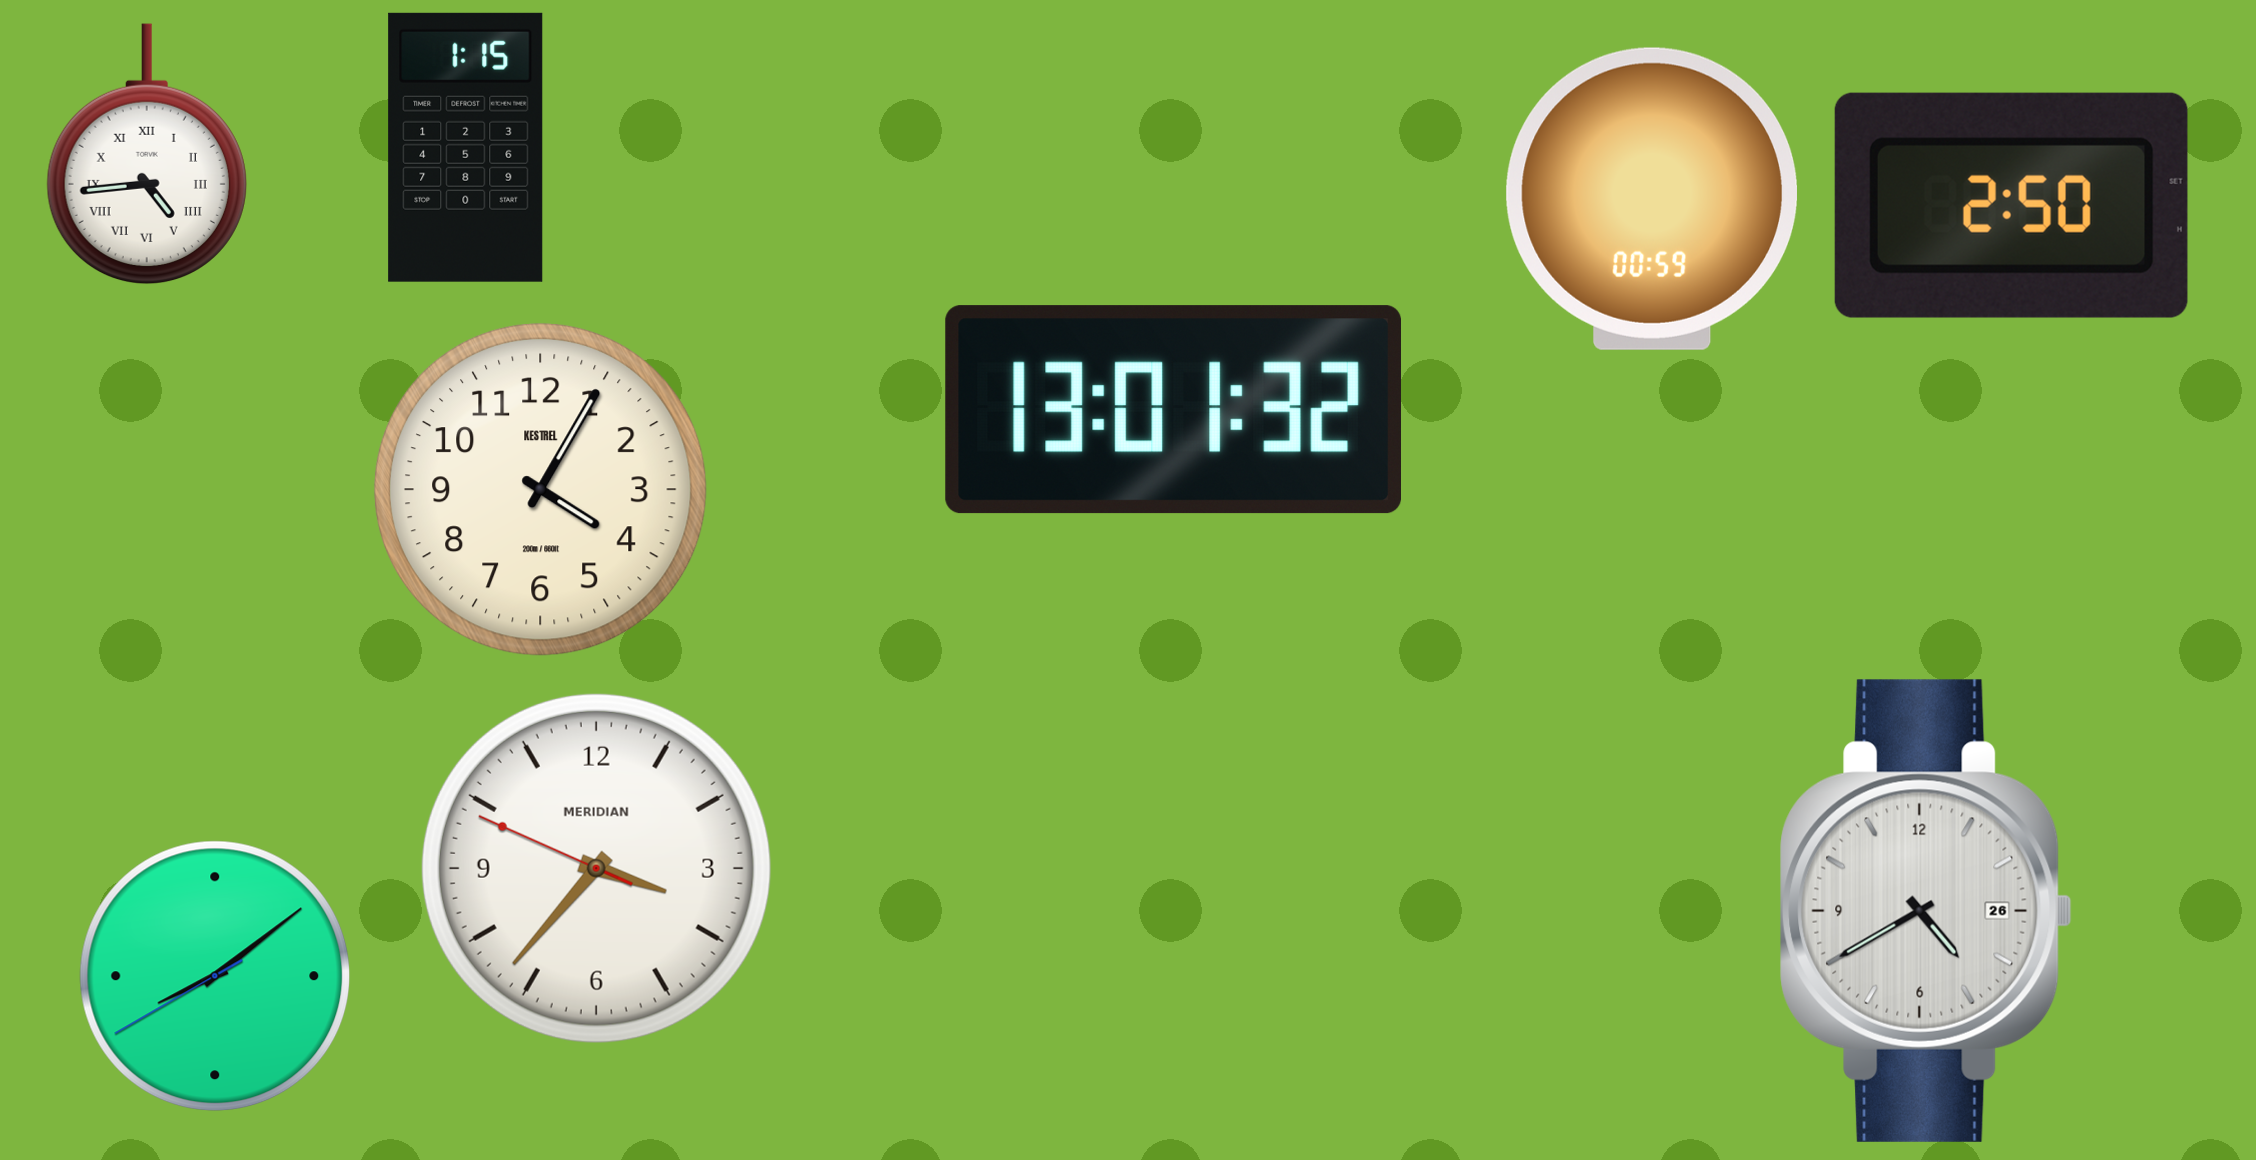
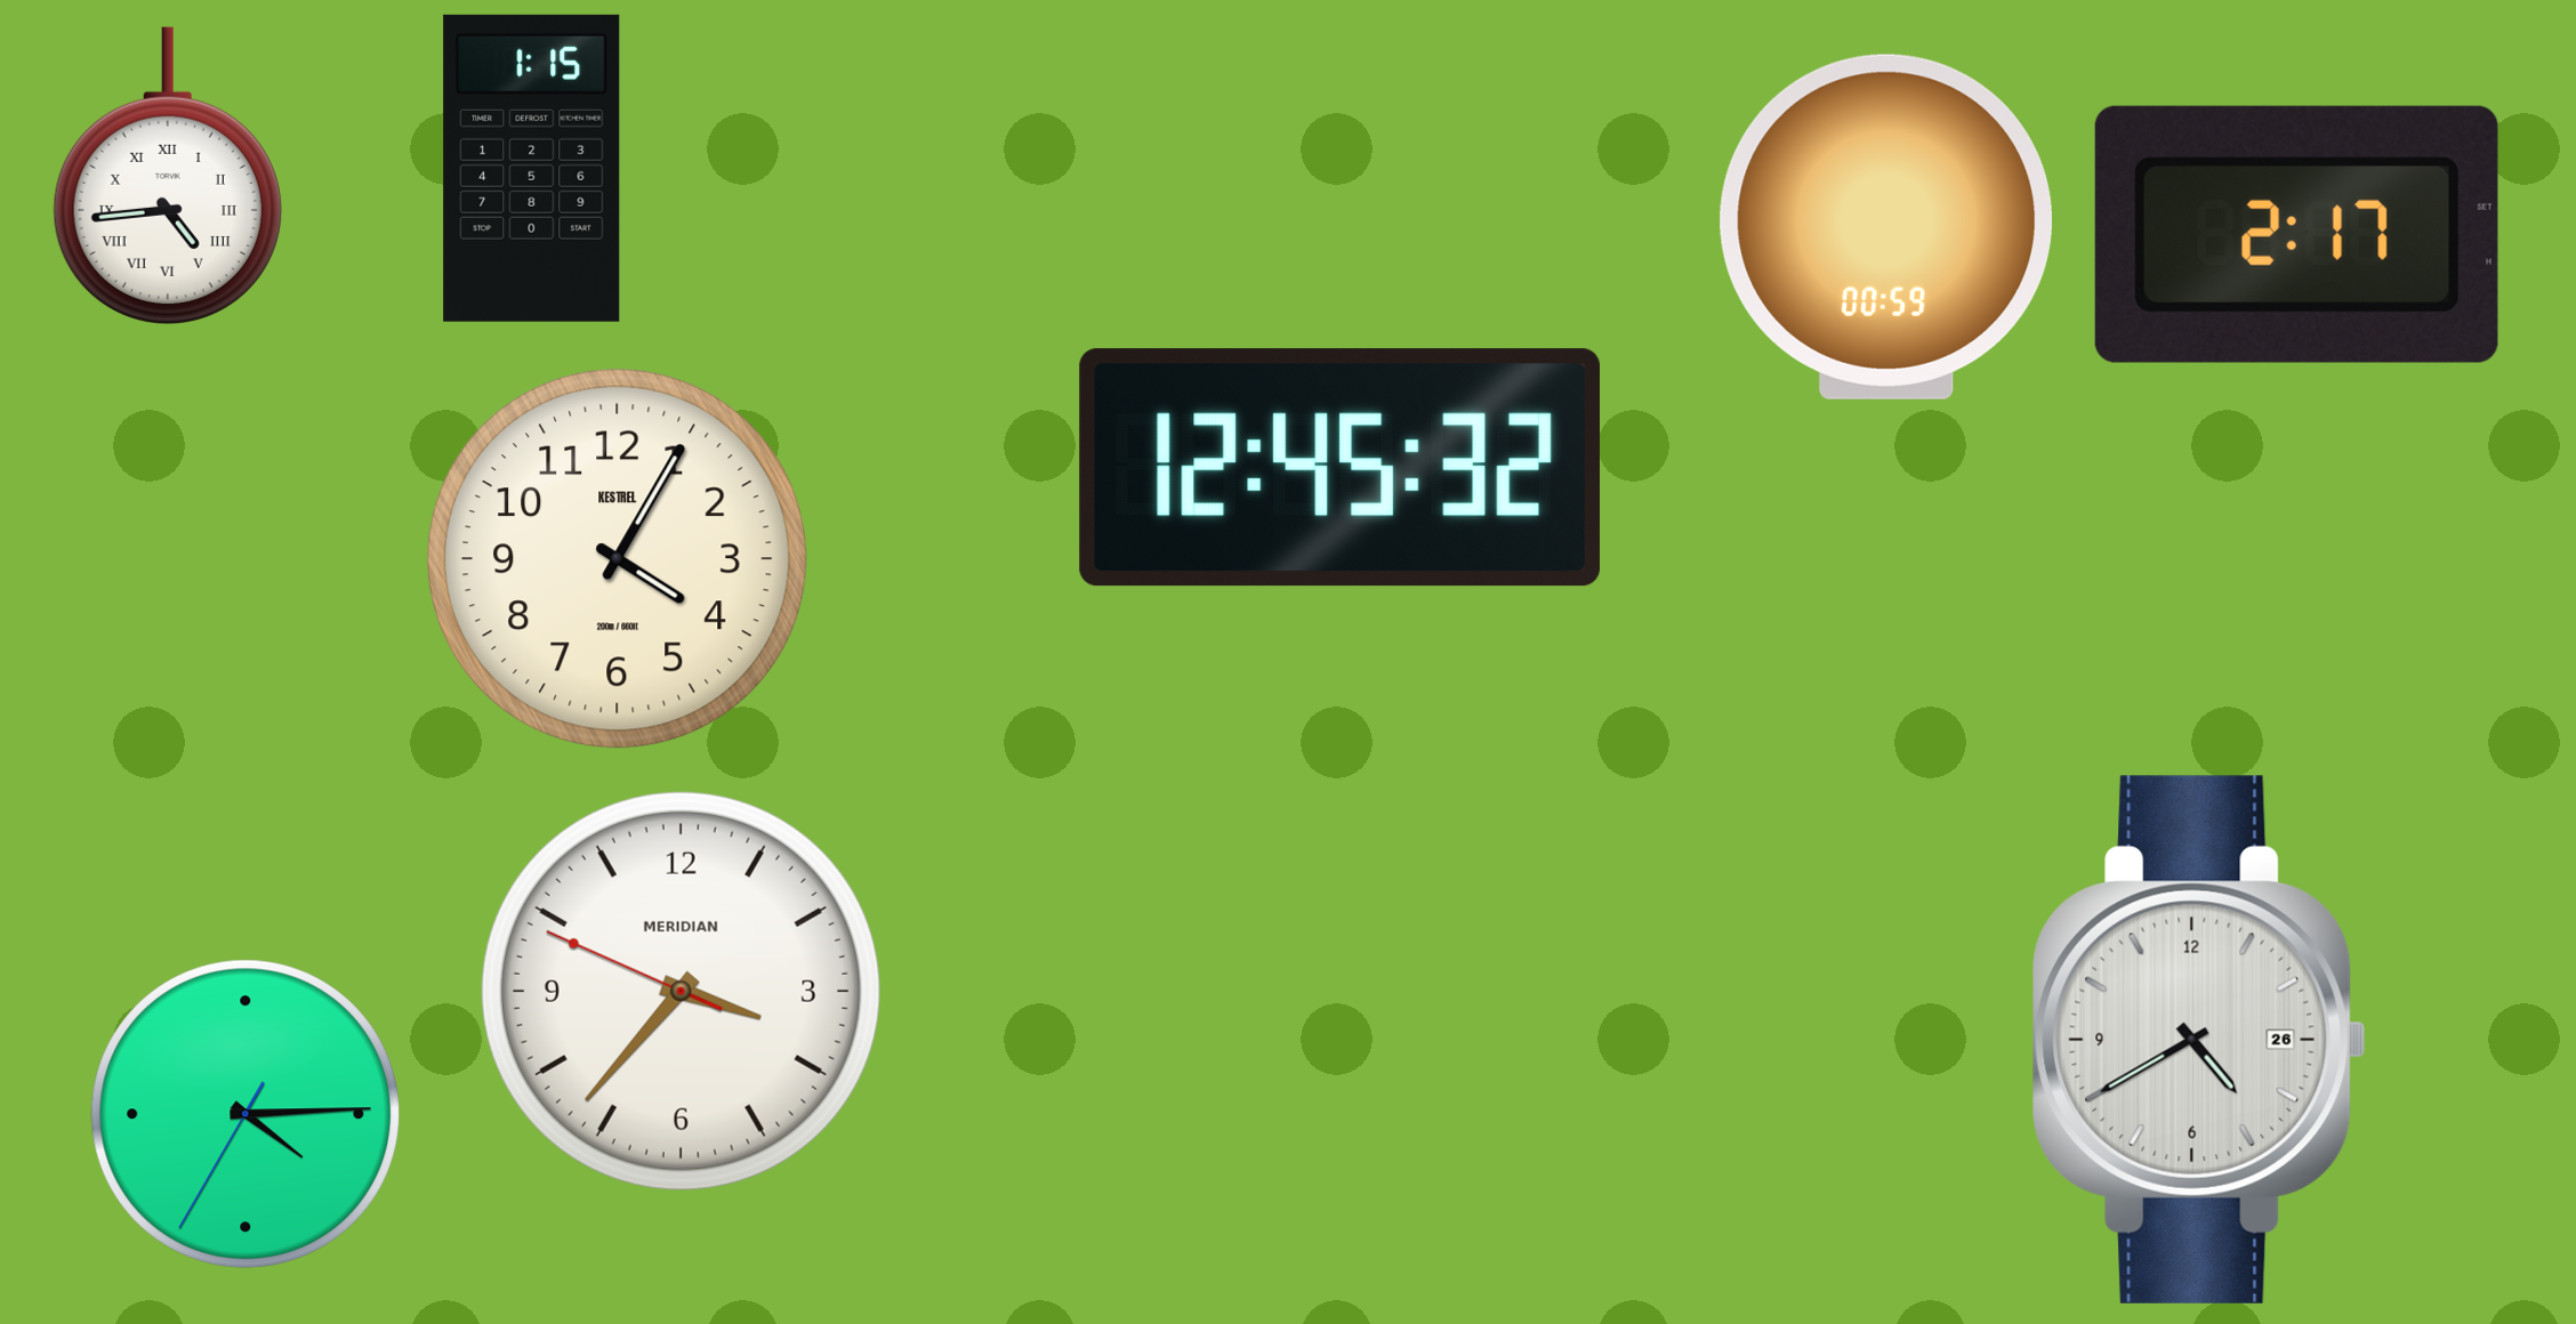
clock at (2011, 205): 2:50 -> 2:17
clock at (1173, 410): 13:01 -> 12:45
clock at (215, 976): 8:08 -> 4:14
